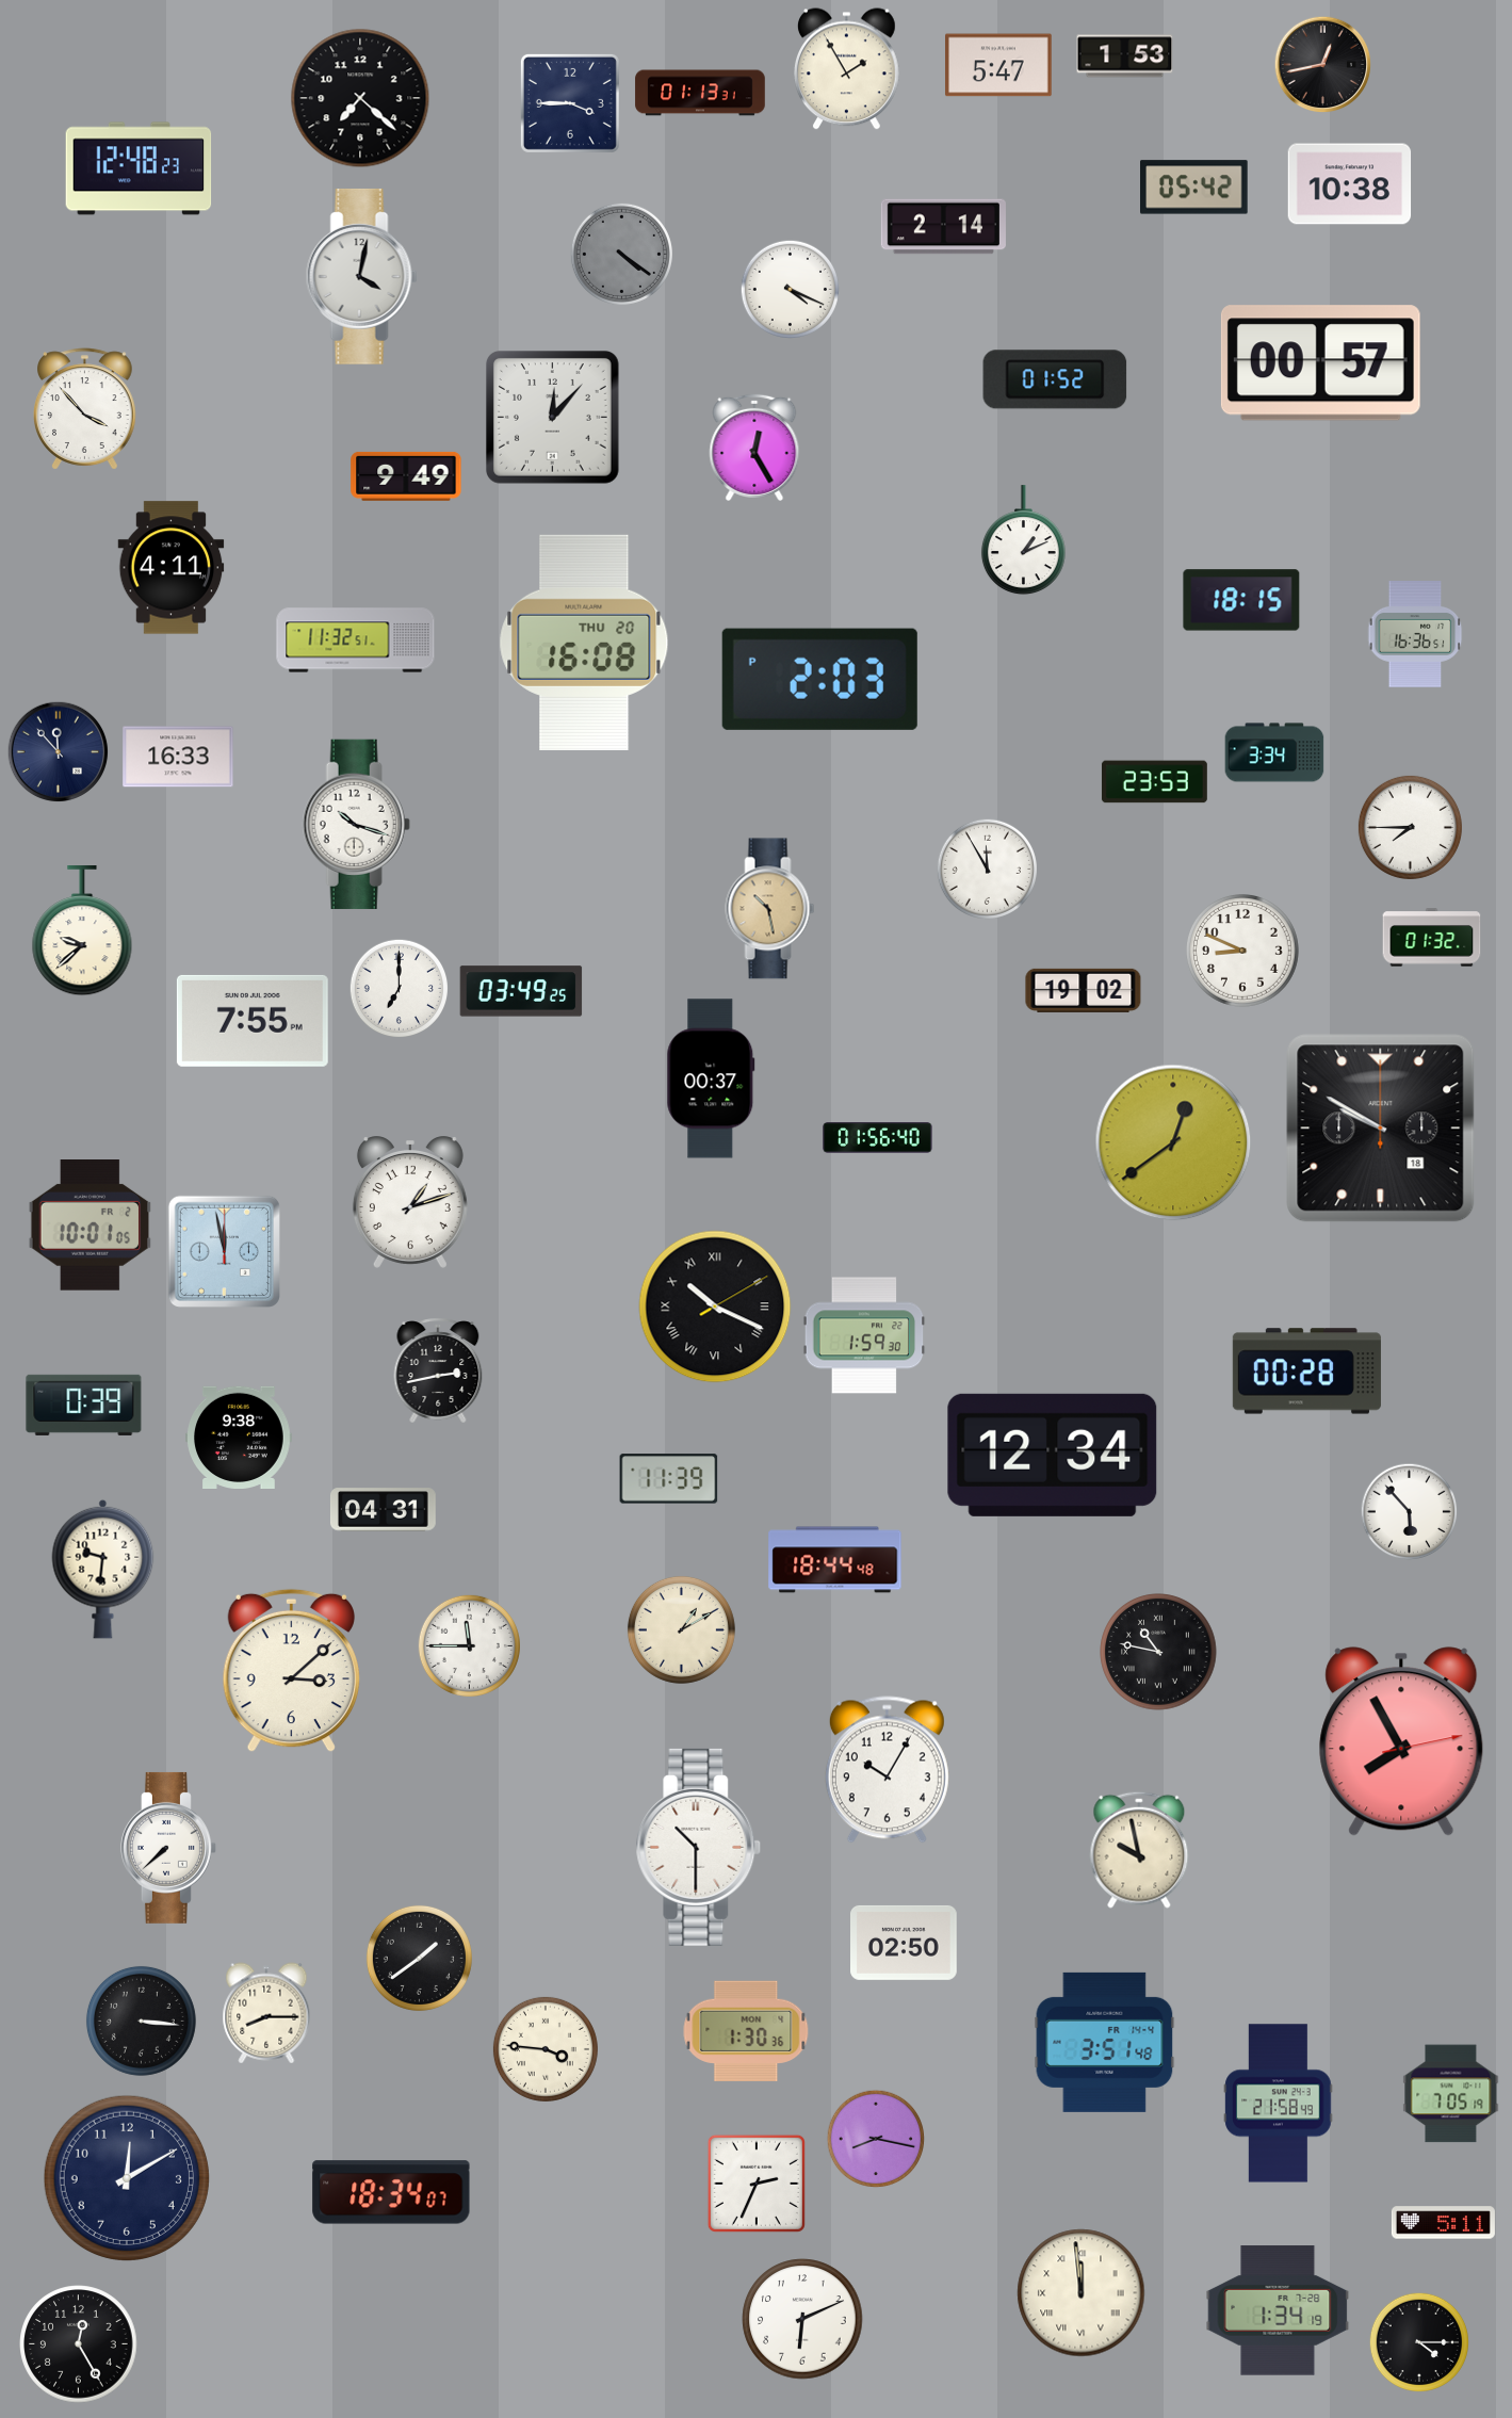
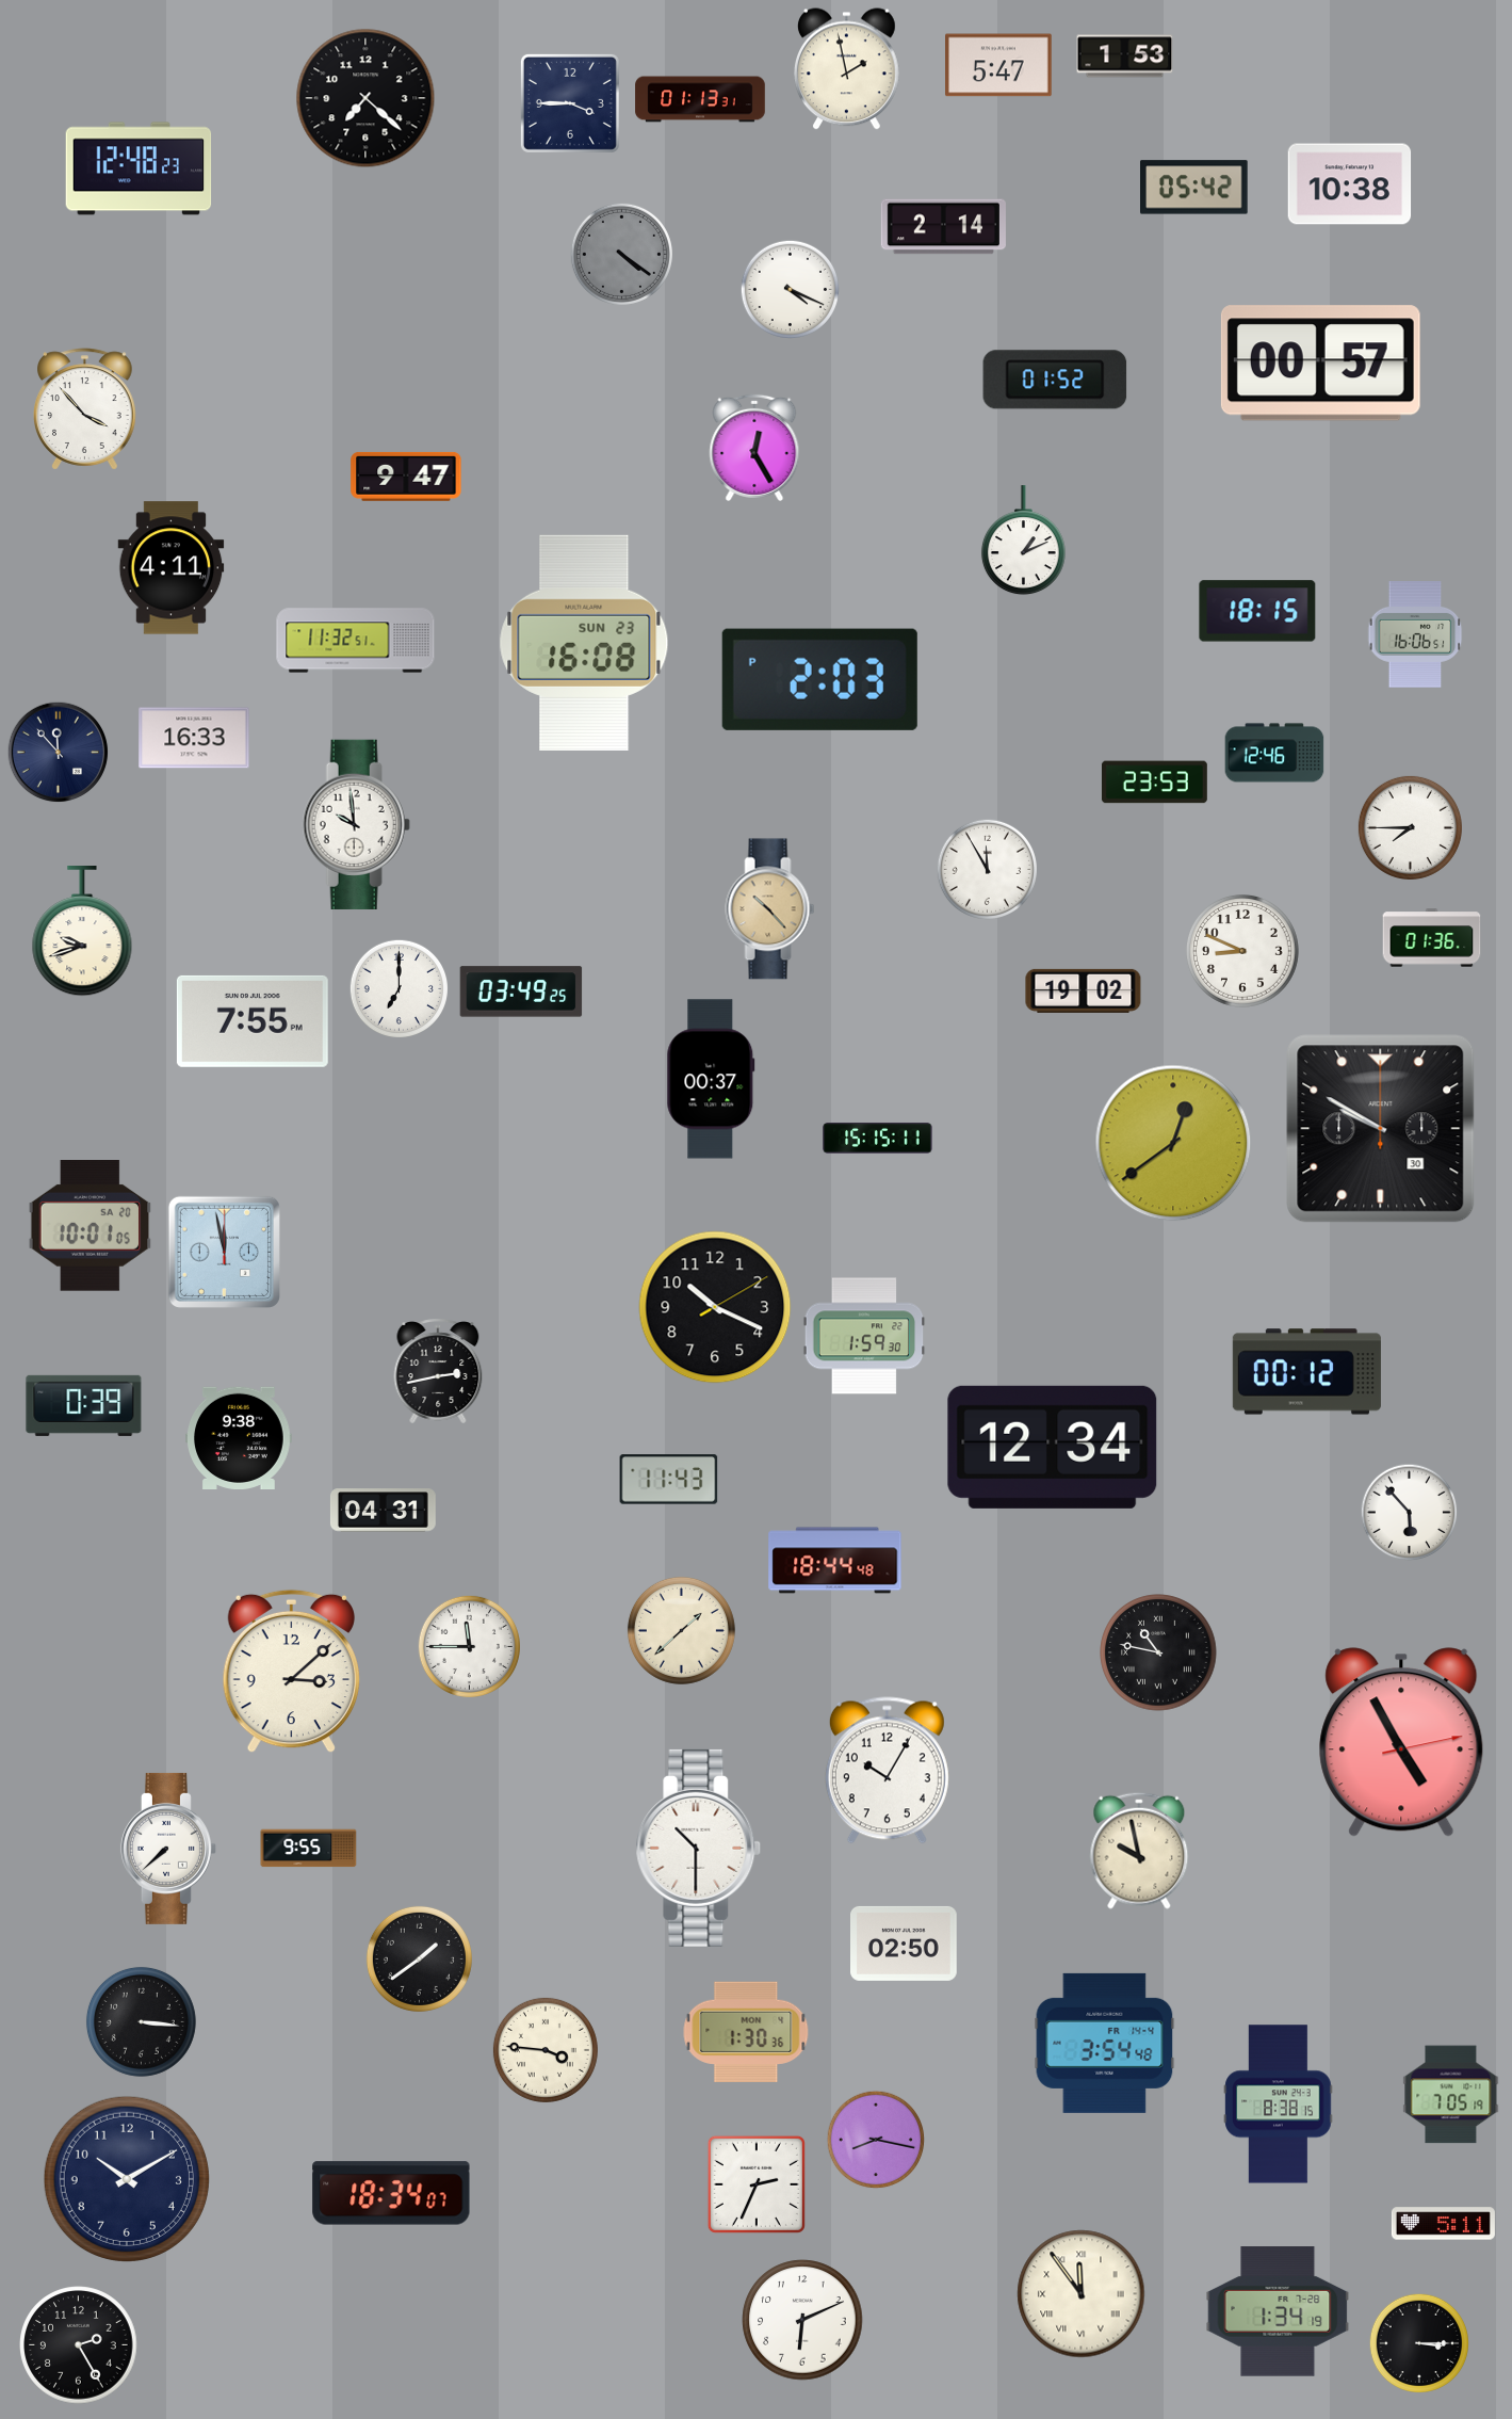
clock at (1323, 65): 12:43 -> none
clock at (847, 69): 1:55 -> 1:58
clock at (700, 93) position: (700, 93) -> (700, 99)
clock at (360, 98) position: (360, 98) -> (365, 98)
clock at (361, 276): 4:02 -> none
clock at (553, 418): 12:07 -> none
clock at (406, 476): 9:49 -> 9:47
clock at (1241, 600) position: (1241, 600) -> (1257, 611)
clock at (1415, 634): 16:36 -> 16:06
clock at (584, 643) date: THU 20 -> SUN 23
clock at (1274, 752): 3:34 -> 12:46
clock at (178, 757) position: (178, 757) -> (194, 738)
clock at (356, 824): 10:18 -> 9:59
clock at (770, 909): 10:28 -> 10:23
clock at (82, 931): 9:38 -> 9:42
clock at (1432, 938): 01:32 -> 01:36
clock at (1381, 1129) date: 18 -> 30
clock at (878, 1138): 01:56 -> 15:15
clock at (410, 1202): 1:12 -> none
clock at (91, 1226) date: FR 2 -> SA 20
clock at (715, 1307) numerals: Roman -> Arabic
clock at (1306, 1372): 00:28 -> 00:12
clock at (1053, 1455) position: (1053, 1455) -> (1053, 1447)
clock at (669, 1479): 11:39 -> 11:43
clock at (103, 1569): 9:31 -> none
clock at (681, 1629): 1:10 -> 1:38
clock at (1401, 1741): 7:55 -> 4:55
clock at (309, 1849): none -> 9:55
clock at (266, 2013): 8:15 -> none
clock at (1105, 2042): 3:51 -> 3:54
clock at (1279, 2104): 21:58 -> 8:38
clock at (127, 2178): 12:10 -> 10:10
clock at (1082, 2293): 11:59 -> 11:54
clock at (1418, 2341): 4:15 -> 3:15
clock at (79, 2344): 12:25 -> 2:25
